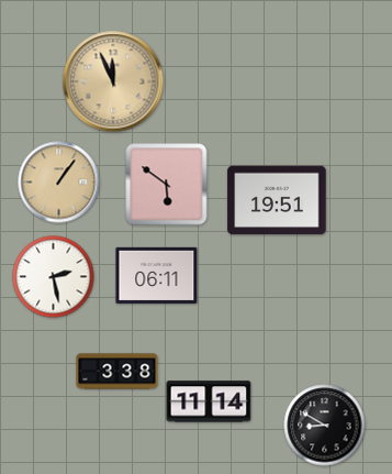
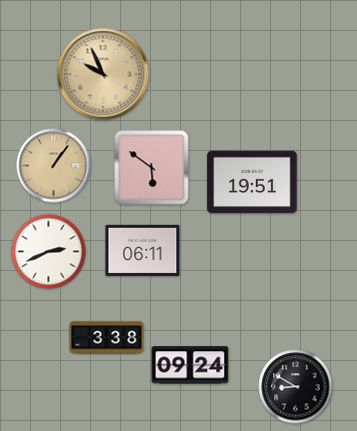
clock at (113, 81): 11:56 -> 9:56
clock at (54, 277): 2:28 -> 2:41
clock at (209, 401): 11:14 -> 09:24
